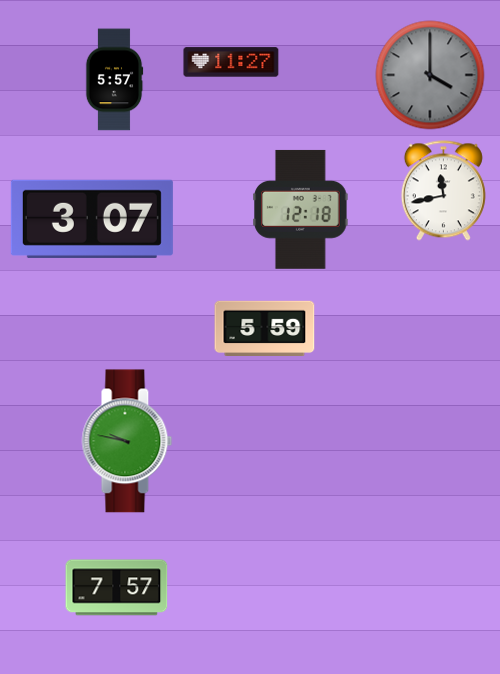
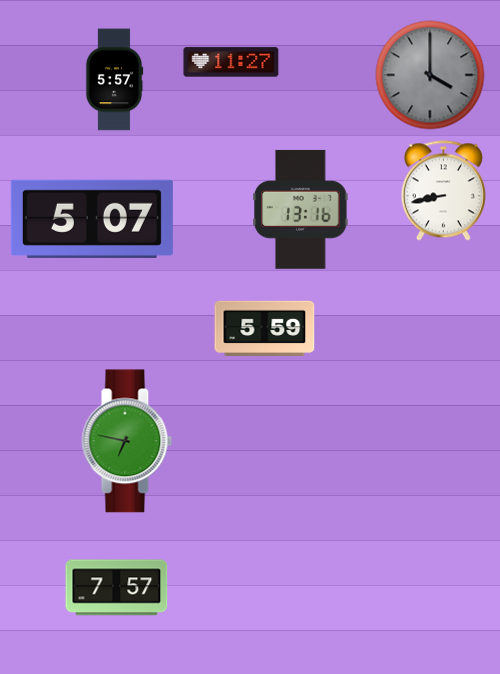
clock at (443, 191): 11:43 -> 8:43
clock at (301, 209): 12:18 -> 13:16
clock at (92, 219): 3:07 -> 5:07
clock at (127, 441): 9:47 -> 6:47
